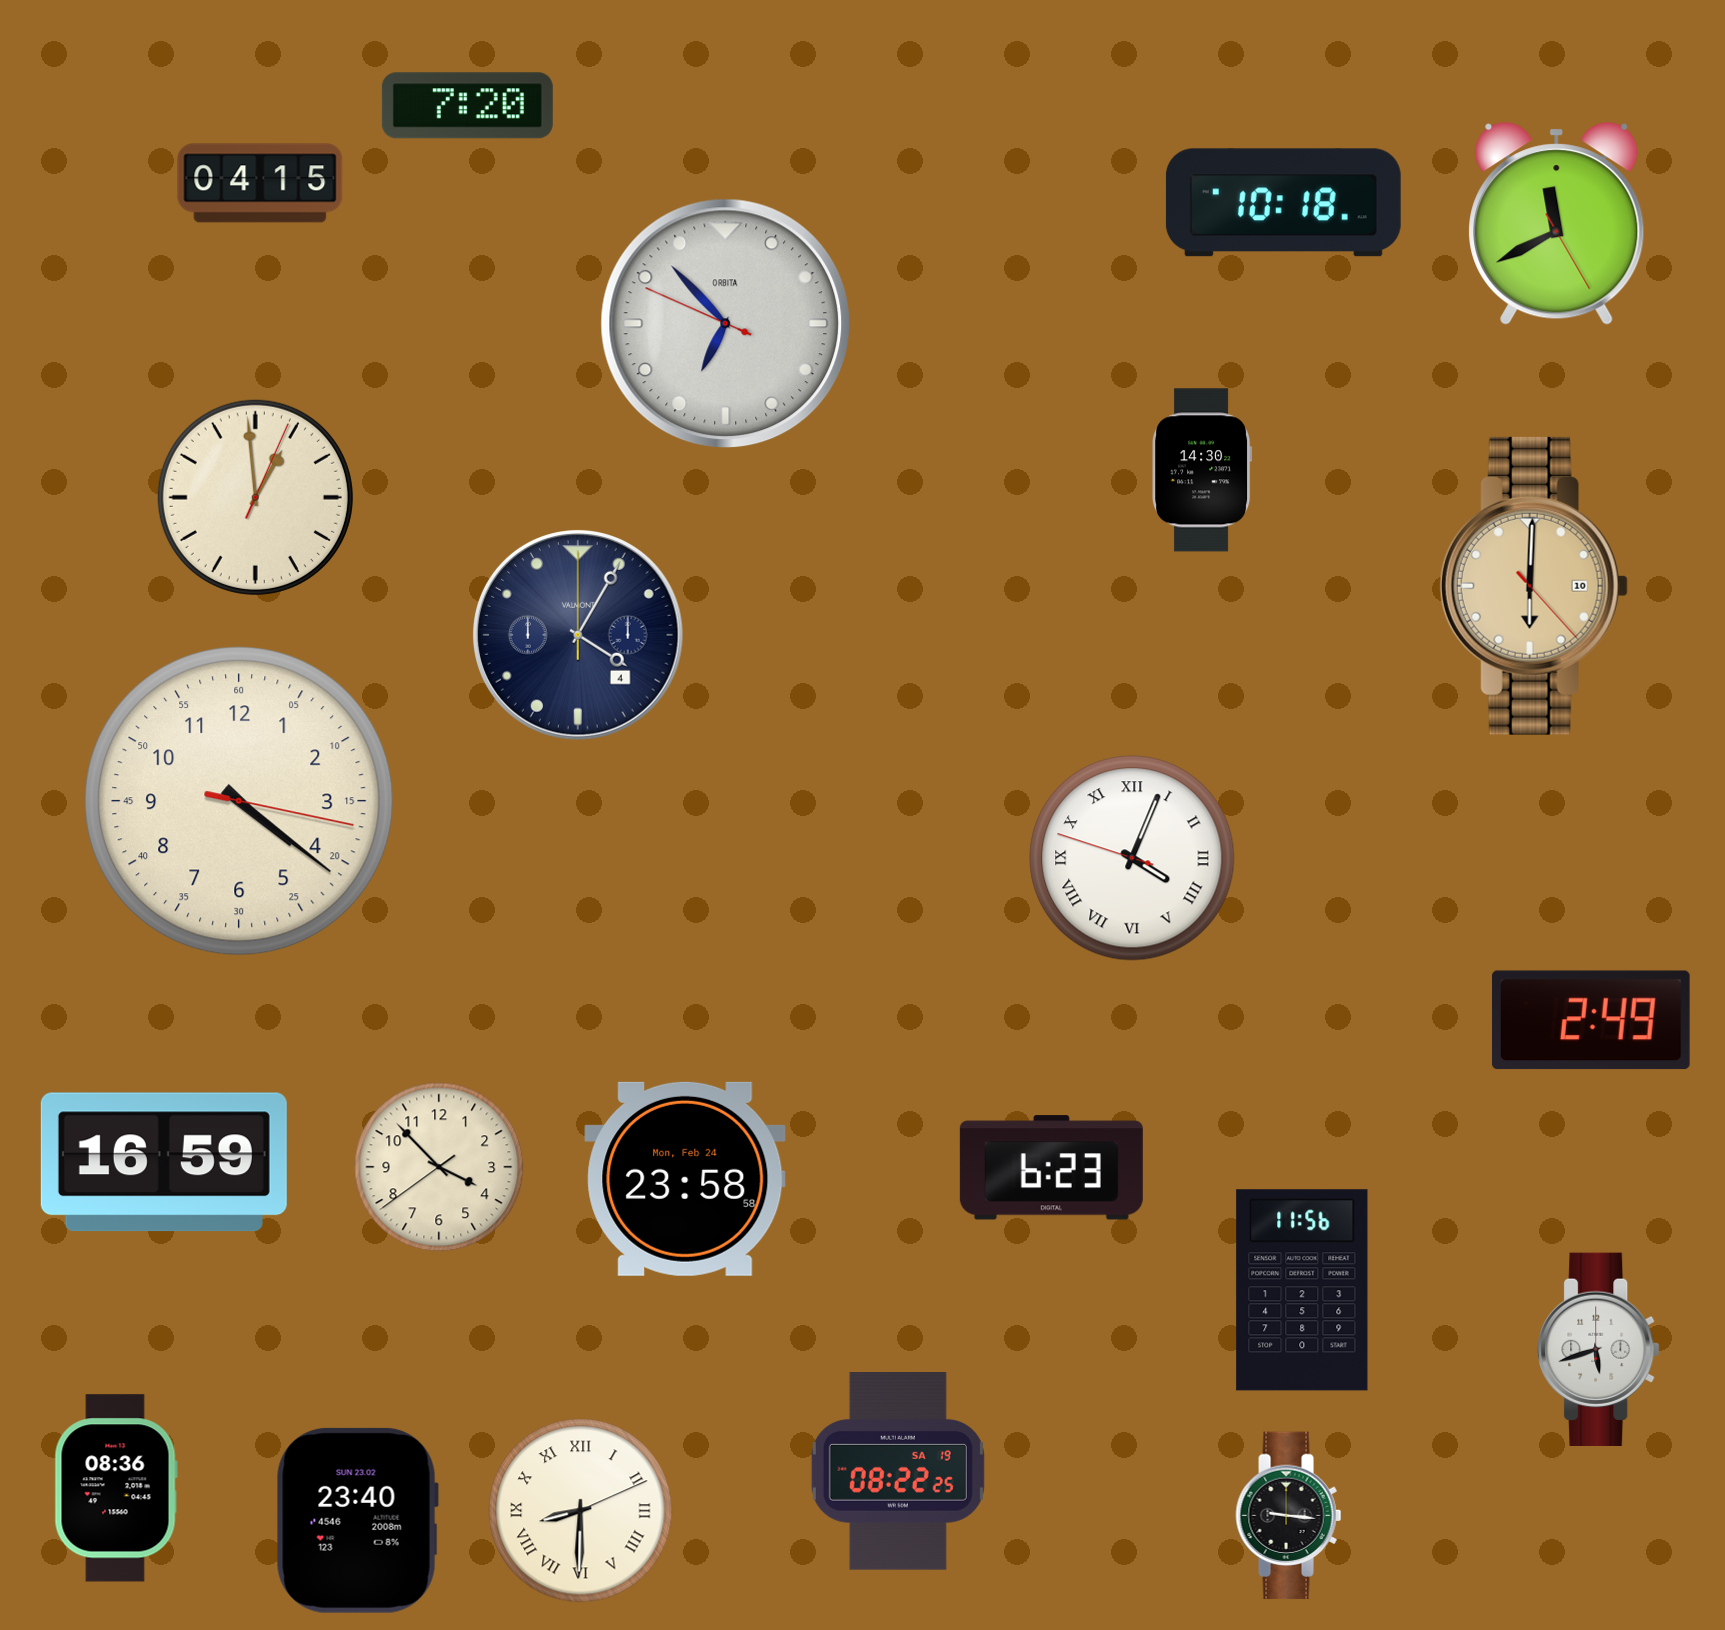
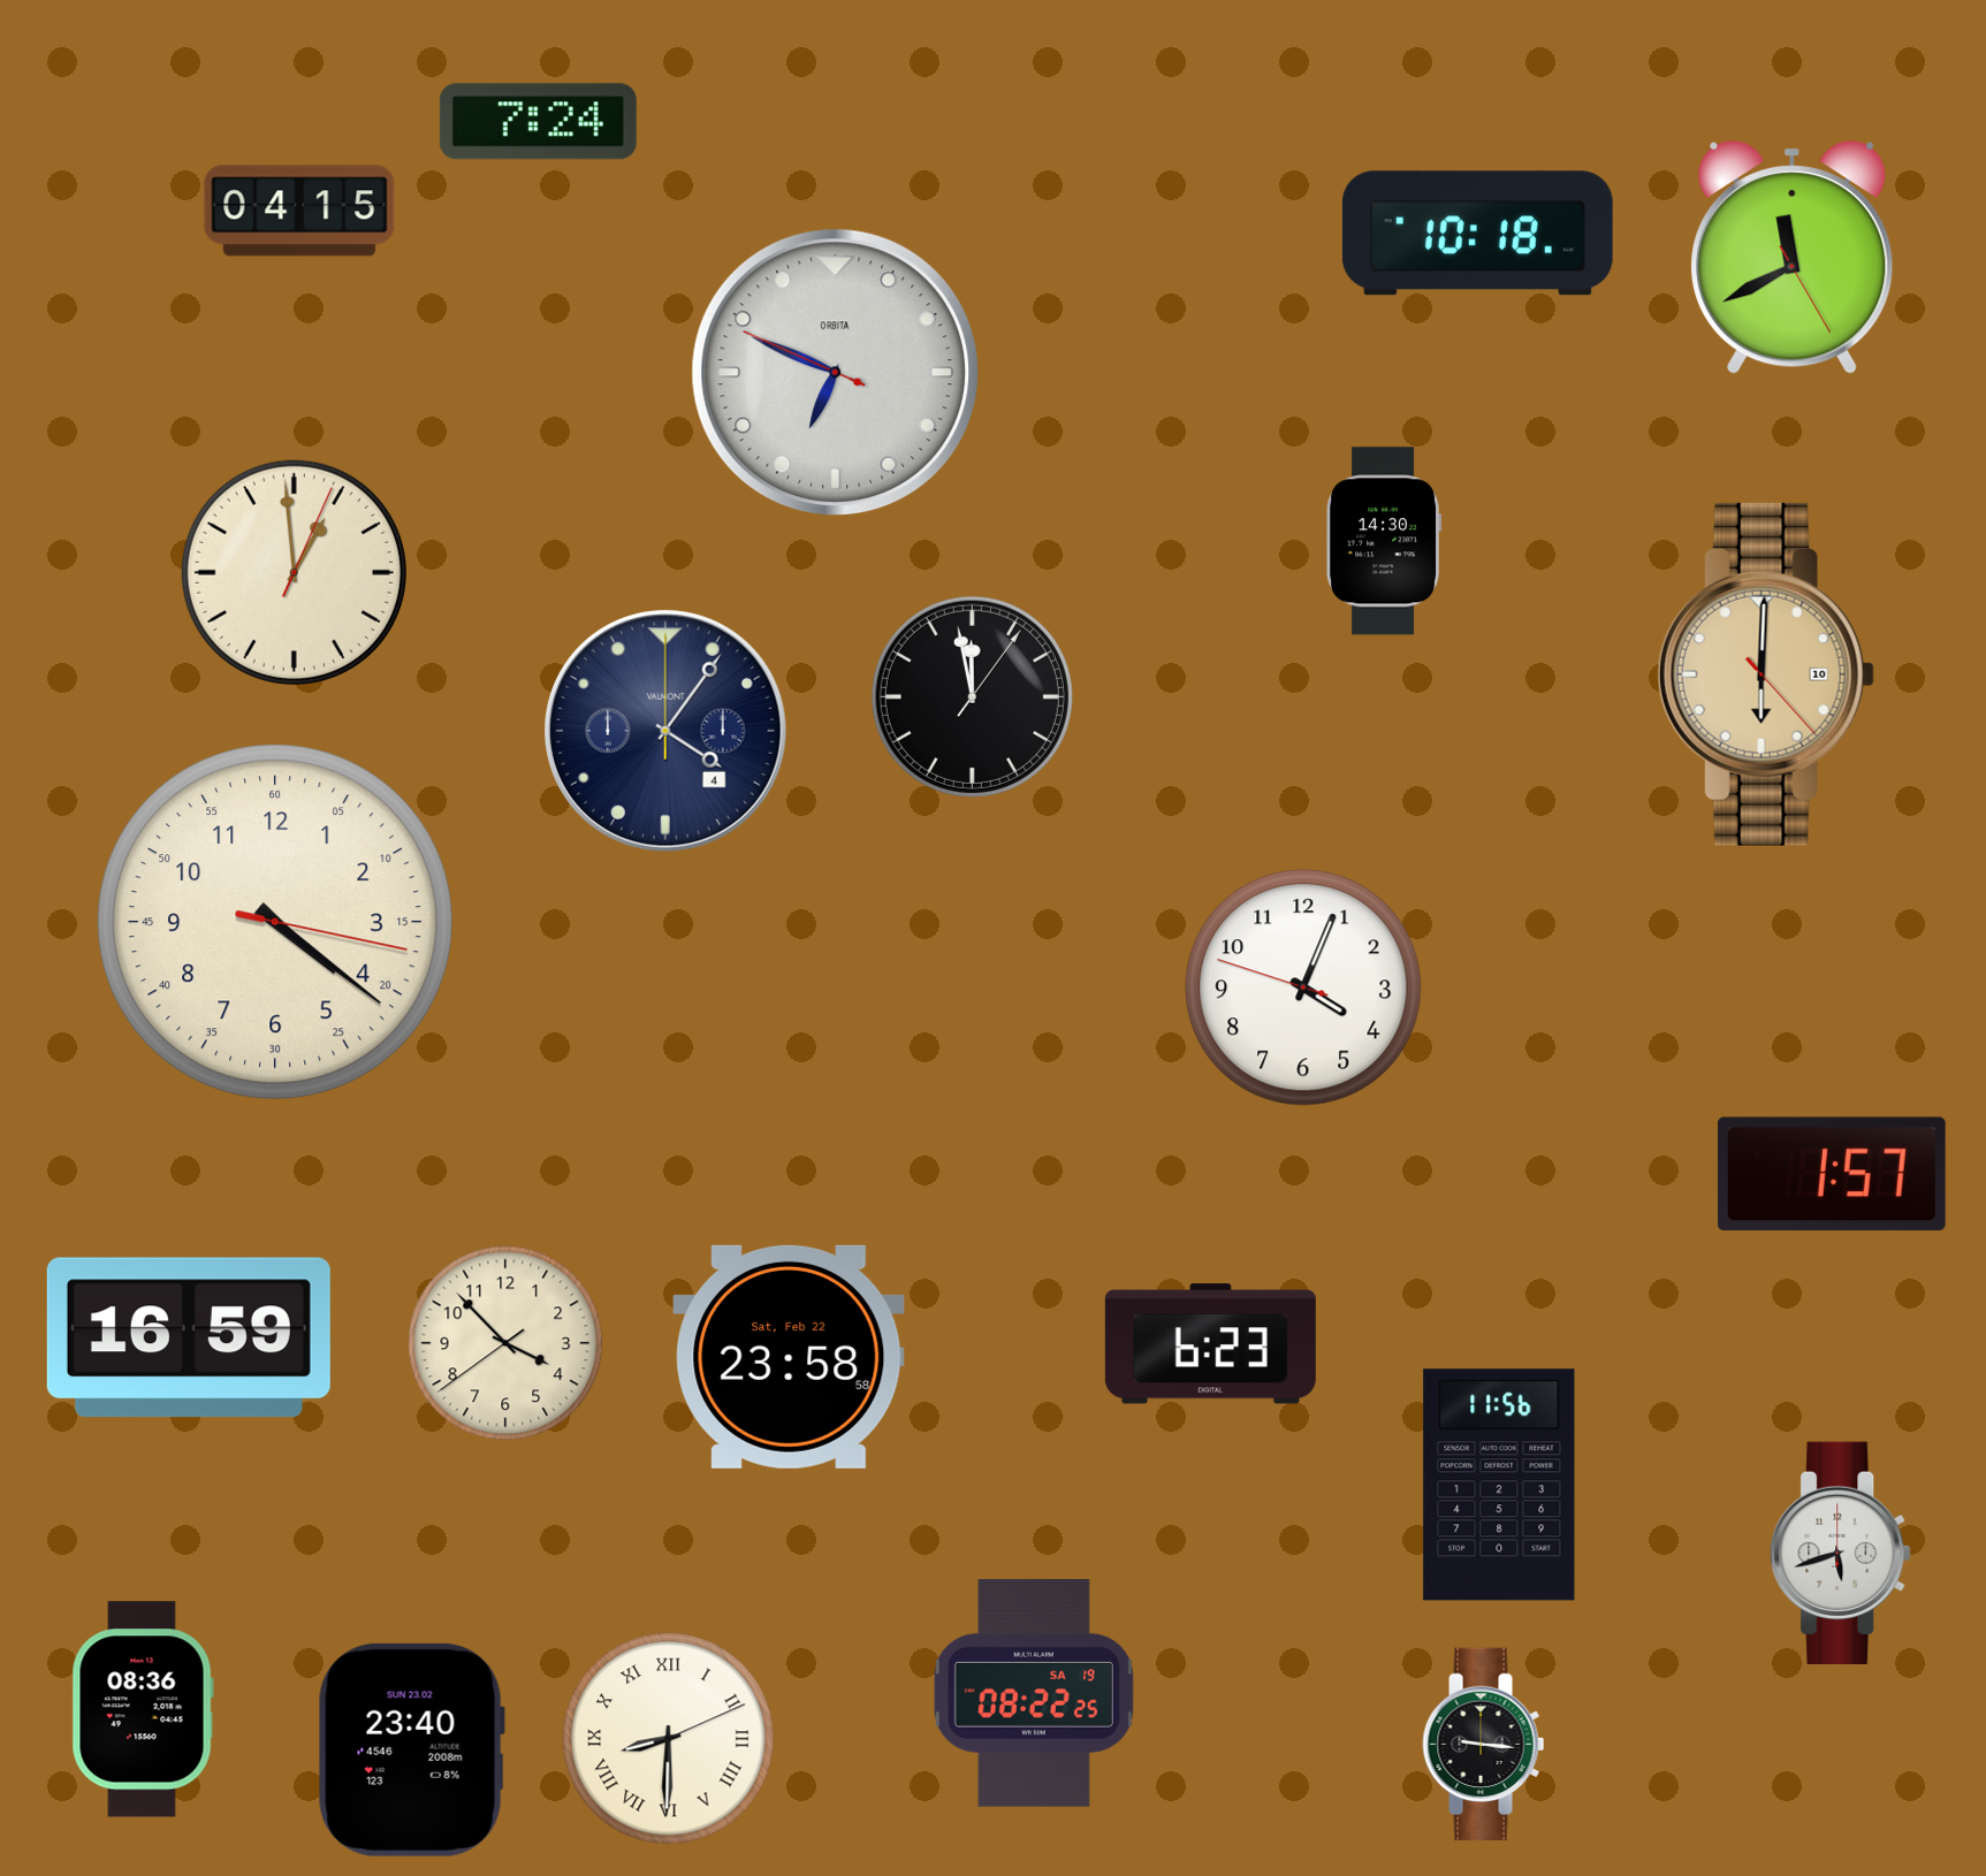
clock at (467, 106): 7:20 -> 7:24
clock at (726, 324): 6:52 -> 6:48
clock at (972, 696): none -> 11:58
clock at (579, 636): 4:05 -> 4:06
clock at (1132, 858) numerals: Roman -> Arabic
clock at (1591, 1020): 2:49 -> 1:57
clock at (685, 1179) date: Mon, Feb 24 -> Sat, Feb 22
clock at (116, 1488) position: (116, 1488) -> (143, 1709)
